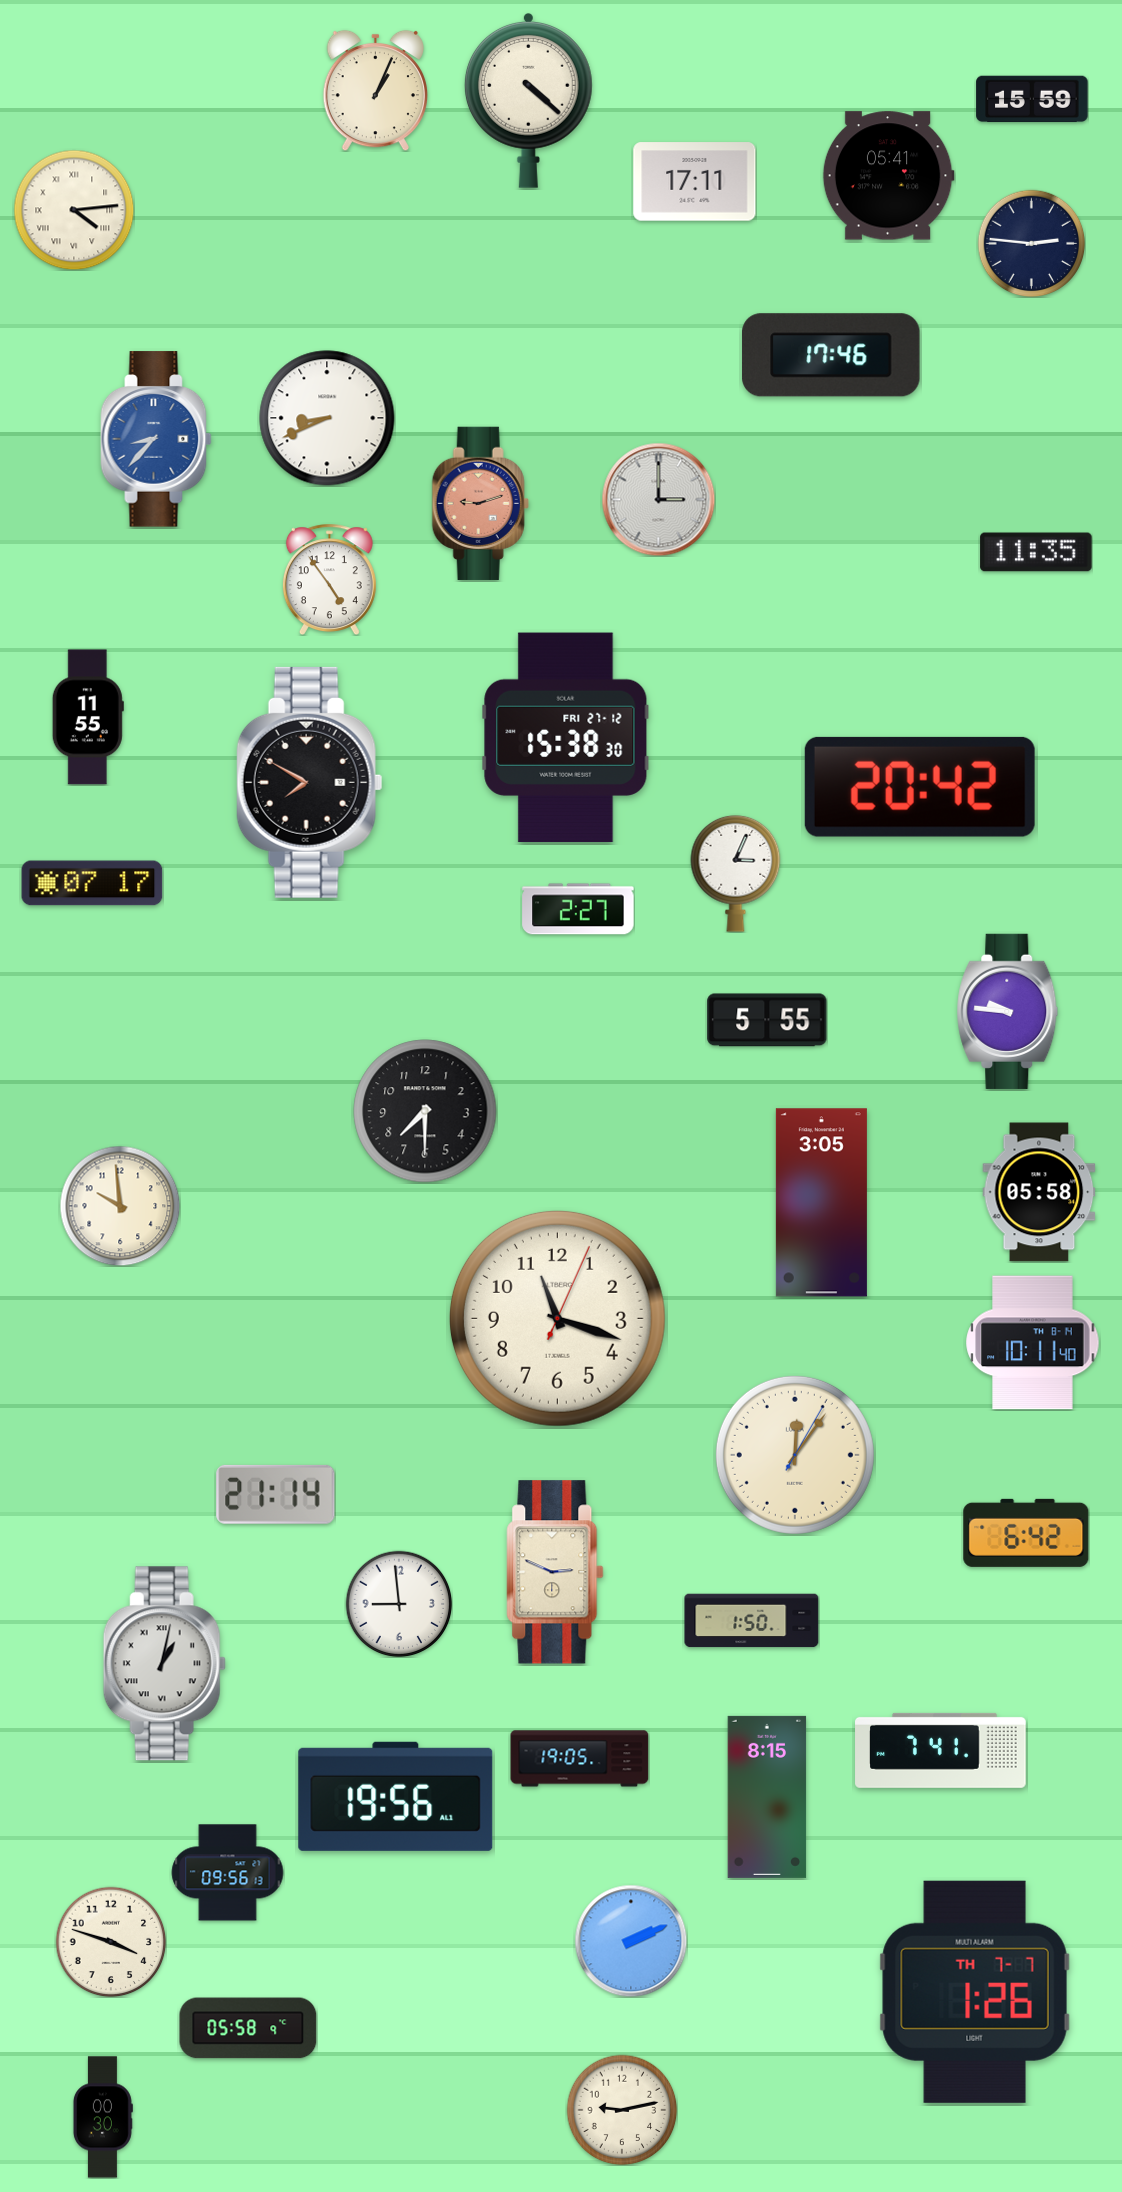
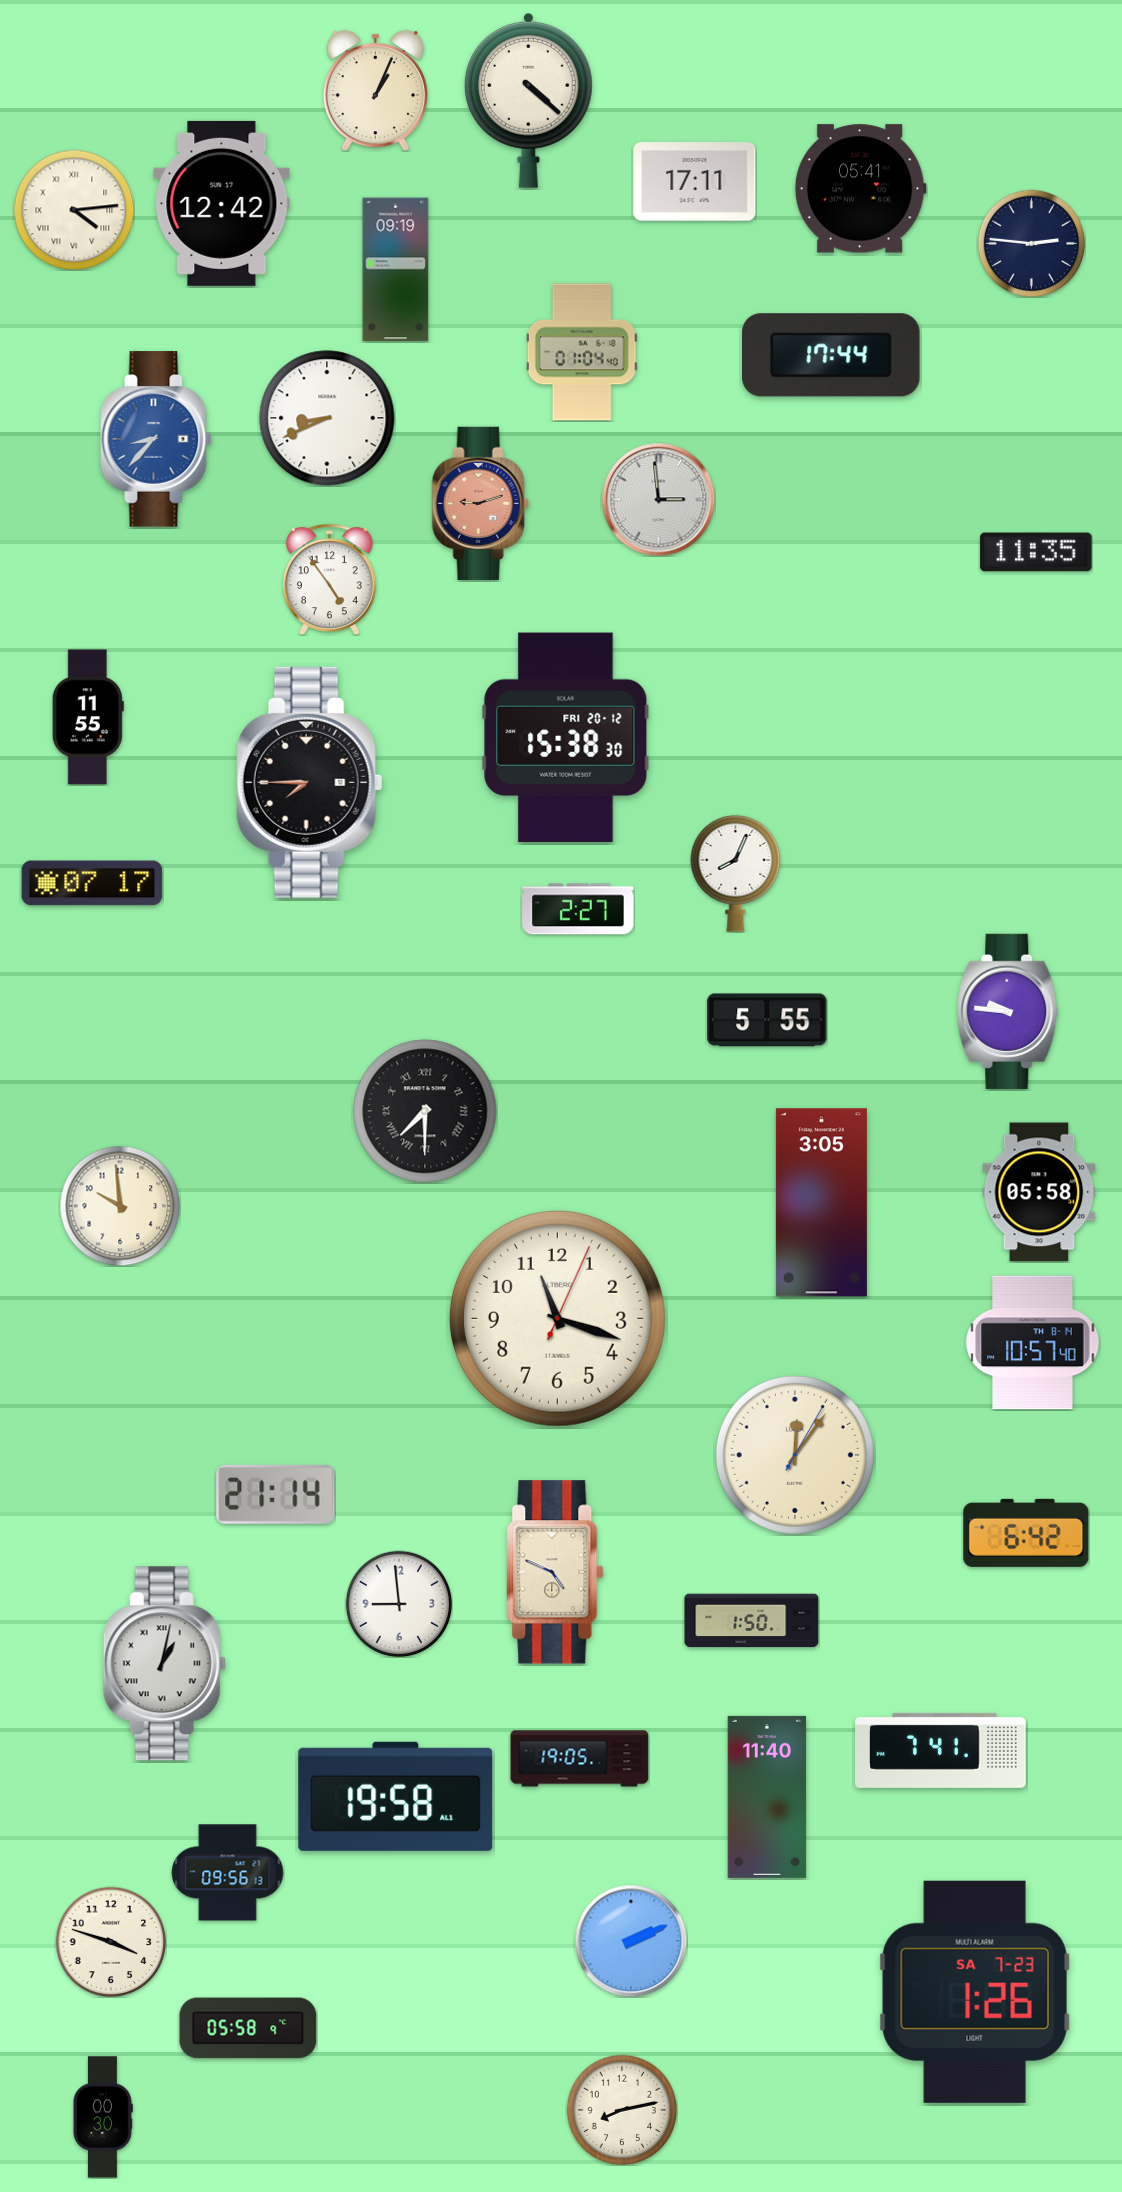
clock at (1032, 99): 15:59 -> none
clock at (888, 176) position: (888, 176) -> (860, 189)
clock at (222, 203): none -> 12:42
clock at (396, 270): none -> 09:19
clock at (582, 352): none -> 01:04
clock at (831, 355): 17:46 -> 17:44
clock at (658, 499): 3:00 -> 2:59
clock at (566, 738) date: FRI 27-12 -> FRI 20-12
clock at (310, 782): 7:50 -> 7:45
clock at (920, 787): 20:42 -> none
clock at (736, 873): 3:04 -> 8:04
clock at (425, 1111) numerals: Arabic -> Roman
clock at (1033, 1343): 10:11 -> 10:57
clock at (555, 1572): 2:49 -> 4:49
clock at (396, 1796): 19:56 -> 19:58
clock at (767, 1797): 8:15 -> 11:40
clock at (975, 1992) date: TH 7-7 -> SA 7-23
clock at (622, 2110): 9:13 -> 8:13
